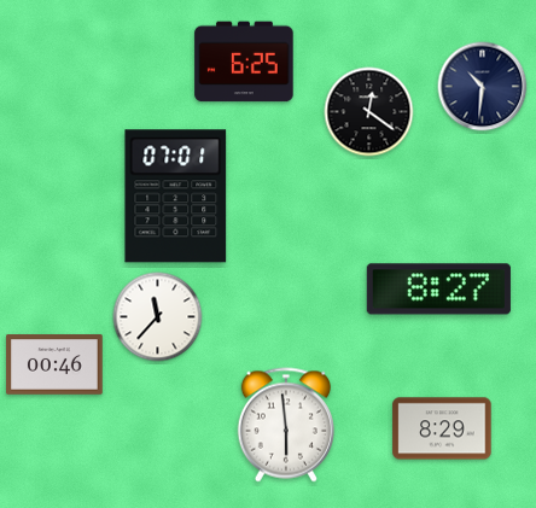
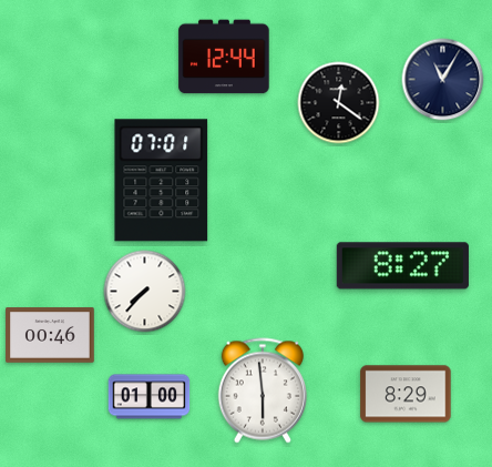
clock at (244, 62): 6:25 -> 12:44
clock at (483, 87): 10:31 -> 11:05
clock at (158, 317): 11:37 -> 7:37
clock at (150, 397): none -> 01:00
